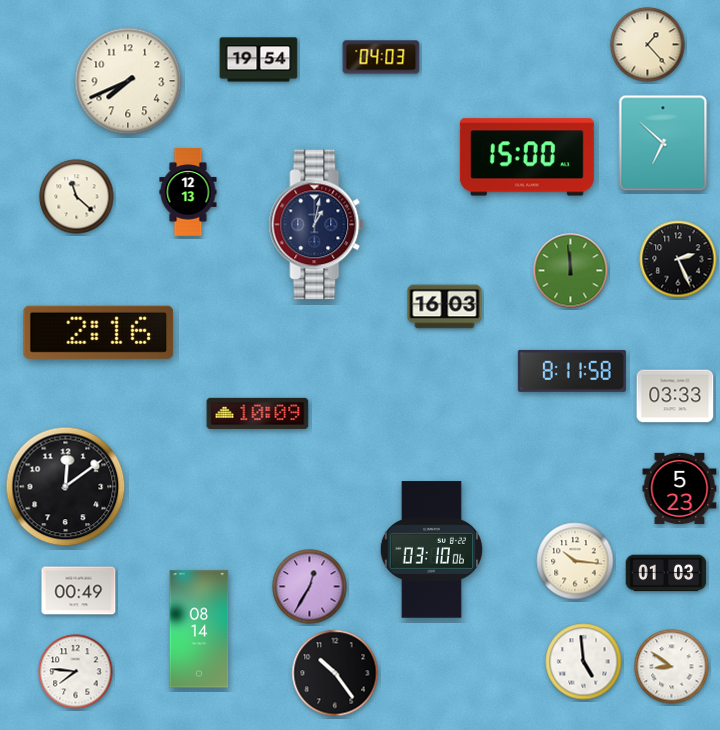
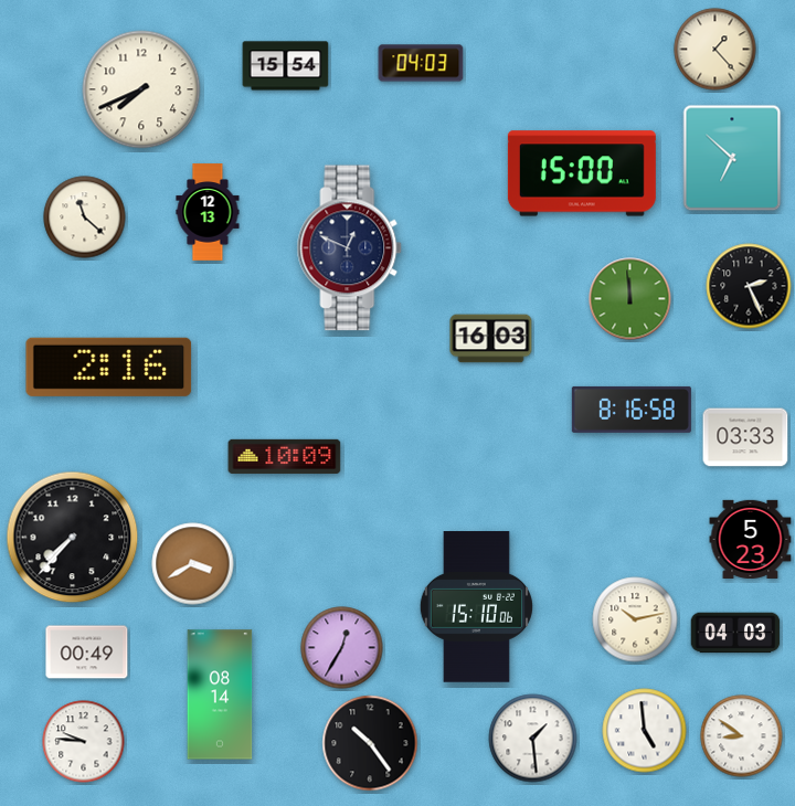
clock at (259, 60): 19:54 -> 15:54
clock at (317, 225): 1:02 -> 12:49
clock at (572, 371): 8:11 -> 8:16
clock at (66, 487): 12:09 -> 7:37
clock at (193, 564): none -> 3:40
clock at (431, 550): 03:10 -> 15:10
clock at (575, 561): 10:16 -> 10:13
clock at (666, 573): 01:03 -> 04:03
clock at (533, 739): none -> 1:29
clock at (76, 672): 7:46 -> 9:46
